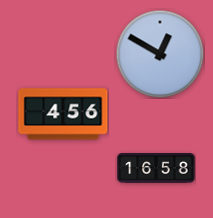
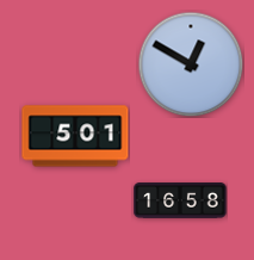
clock at (63, 114): 4:56 -> 5:01
clock at (156, 168) position: (156, 168) -> (180, 200)
